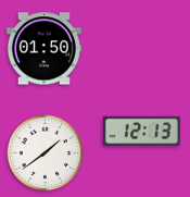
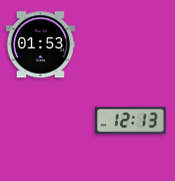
clock at (43, 49): 01:50 -> 01:53
clock at (46, 153): 1:39 -> none
